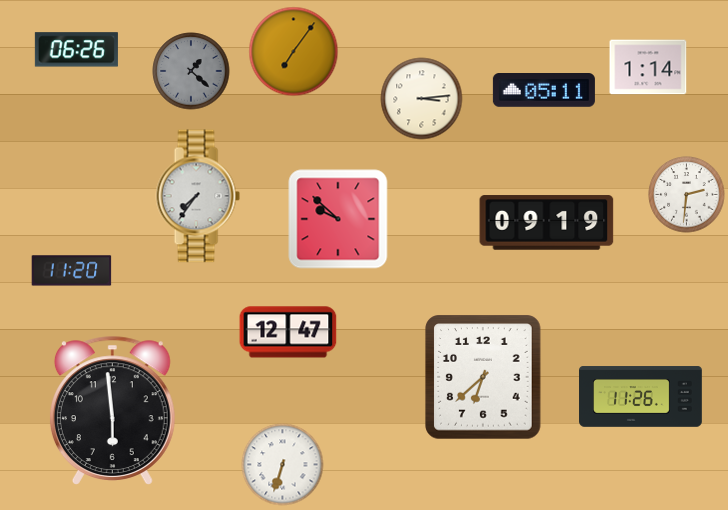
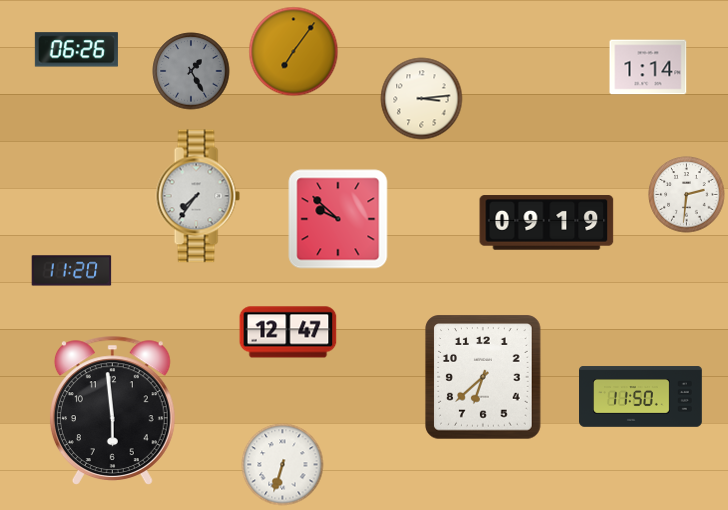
clock at (191, 71): 1:22 -> 1:25
clock at (544, 91): 05:11 -> none
clock at (641, 397): 11:26 -> 11:50
